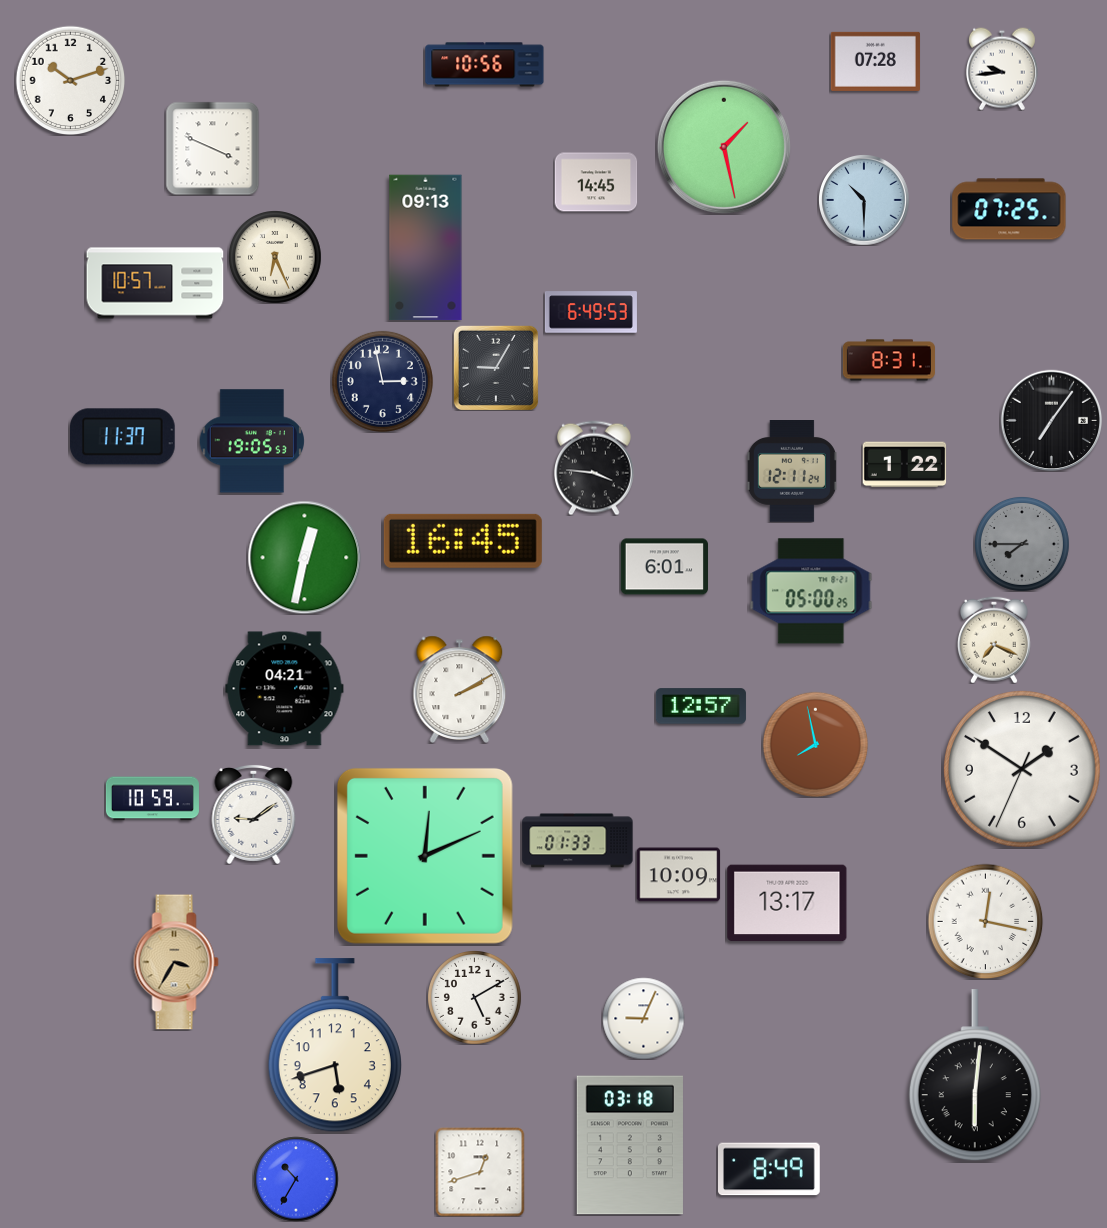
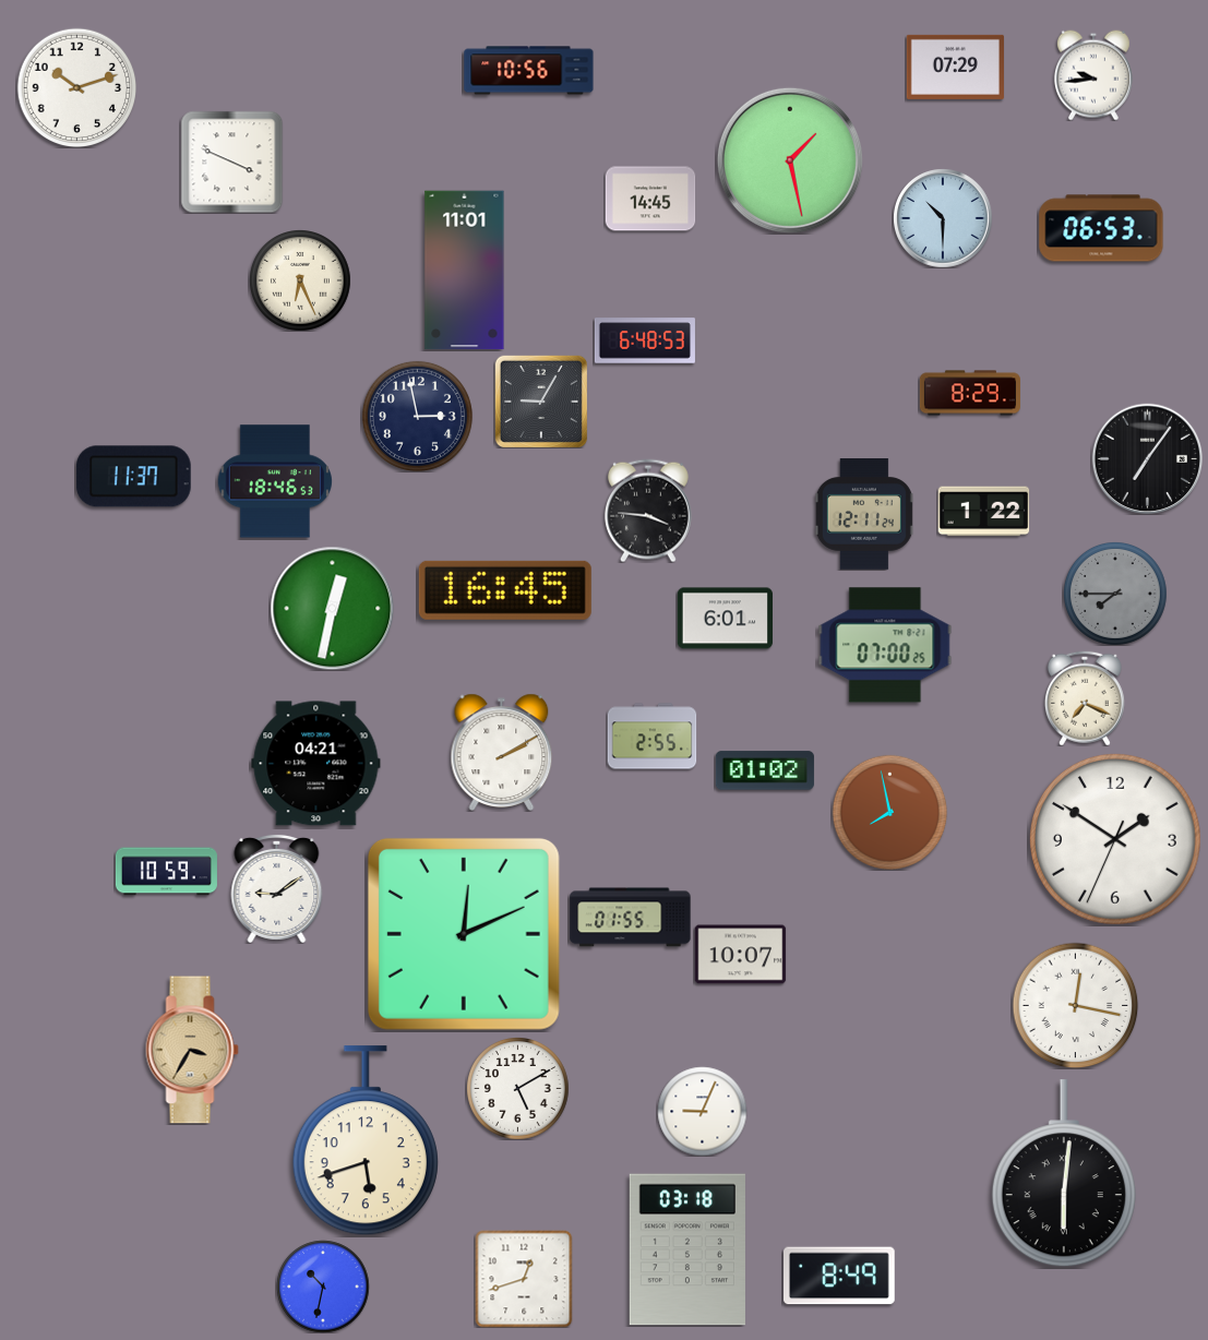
clock at (875, 61): 07:28 -> 07:29
clock at (1009, 209): 07:25 -> 06:53
clock at (426, 248): 09:13 -> 11:01
clock at (155, 283): 10:57 -> none
clock at (591, 312): 6:49 -> 6:48
clock at (889, 360): 8:31 -> 8:29
clock at (252, 441): 19:05 -> 18:46
clock at (904, 465) position: (904, 465) -> (983, 512)
clock at (811, 591): 05:00 -> 07:00
clock at (651, 737): none -> 2:55
clock at (285, 689) position: (285, 689) -> (316, 764)
clock at (701, 706): 12:57 -> 01:02
clock at (578, 841): 01:33 -> 01:55
clock at (678, 875): 10:09 -> 10:07
clock at (787, 903): 13:17 -> none
clock at (296, 1179): 10:35 -> 10:32
